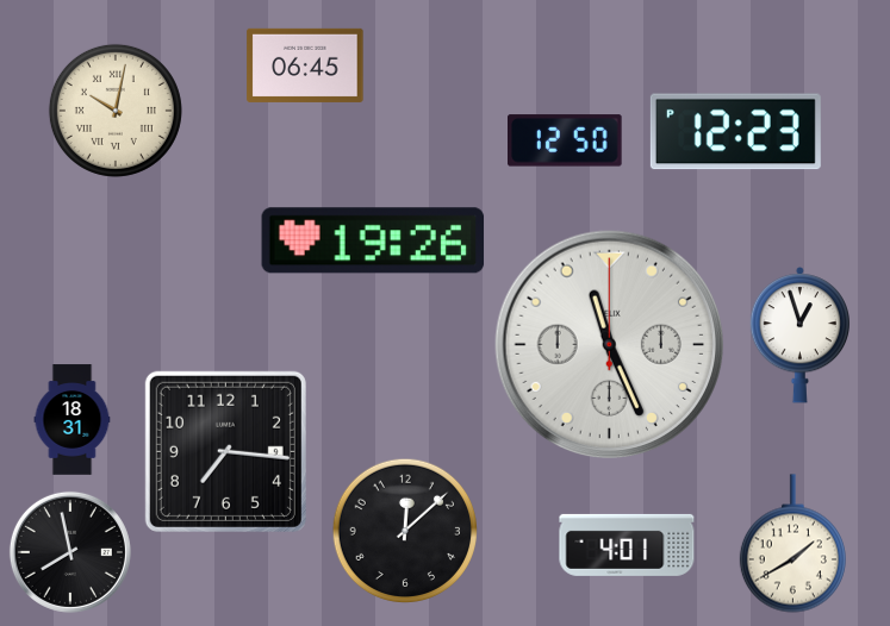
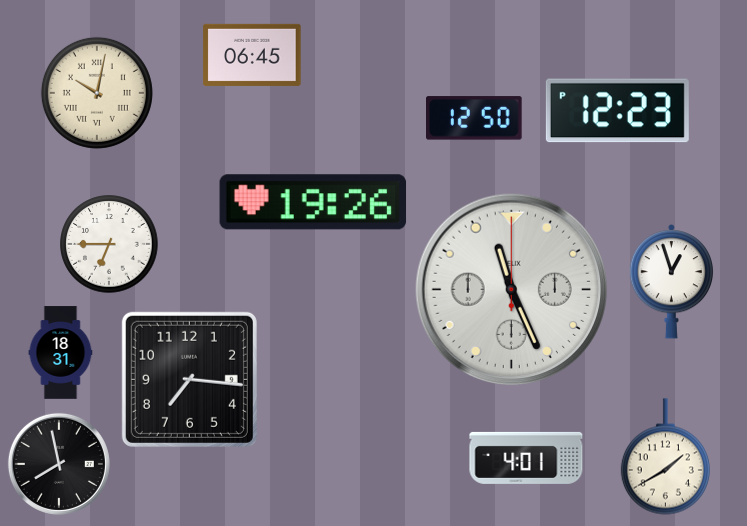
clock at (305, 65) position: (305, 65) -> (252, 55)
clock at (109, 244): none -> 6:45
clock at (404, 530): 12:08 -> none
